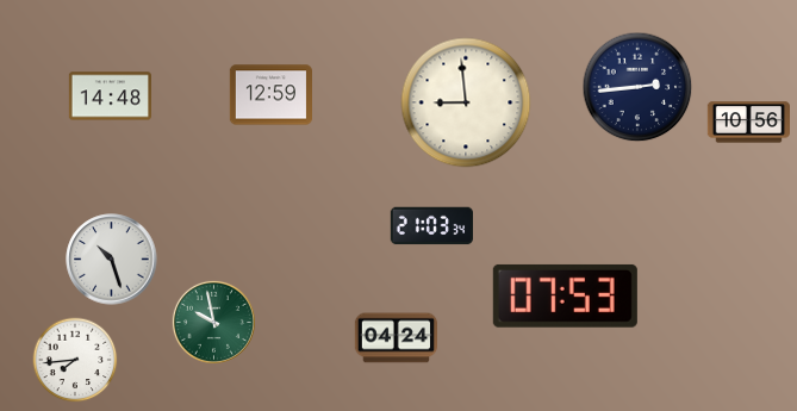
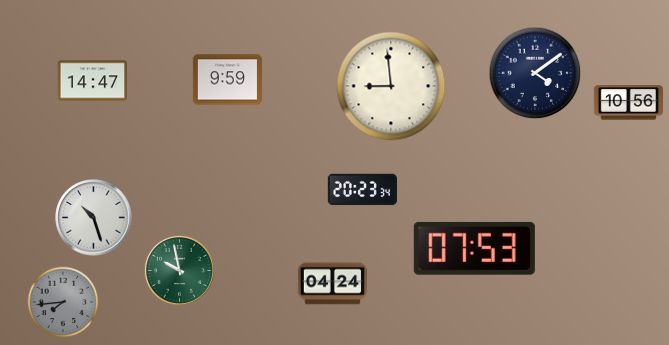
clock at (637, 87): 2:44 -> 4:09
clock at (270, 95): 12:59 -> 9:59
clock at (110, 96): 14:48 -> 14:47
clock at (431, 226): 21:03 -> 20:23
clock at (75, 360) dial: white -> grey
